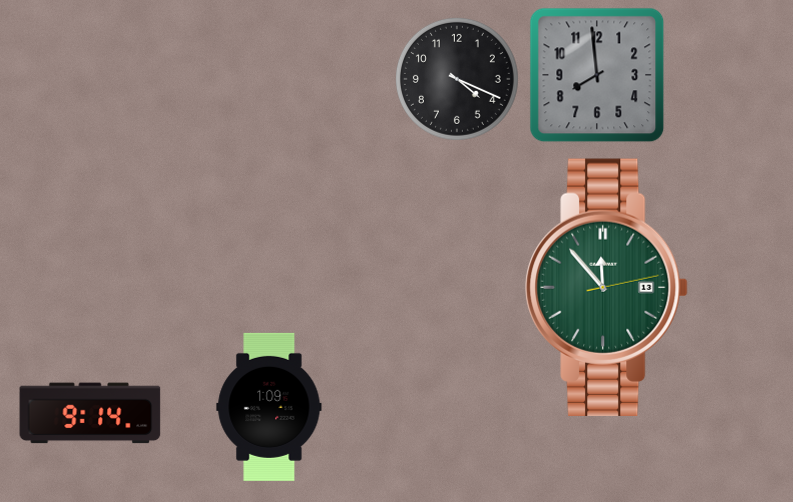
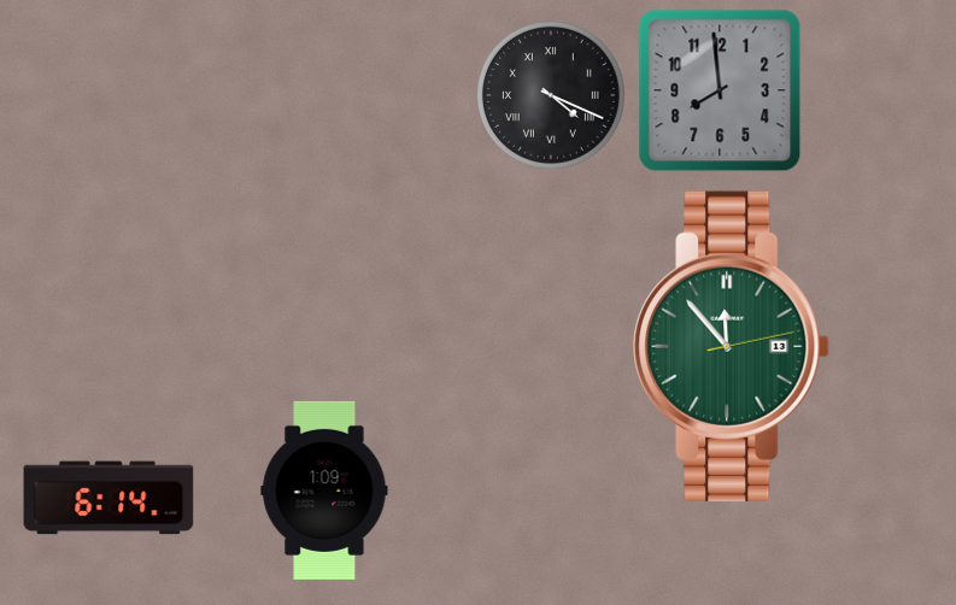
clock at (457, 79) numerals: Arabic -> Roman
clock at (90, 413): 9:14 -> 6:14
